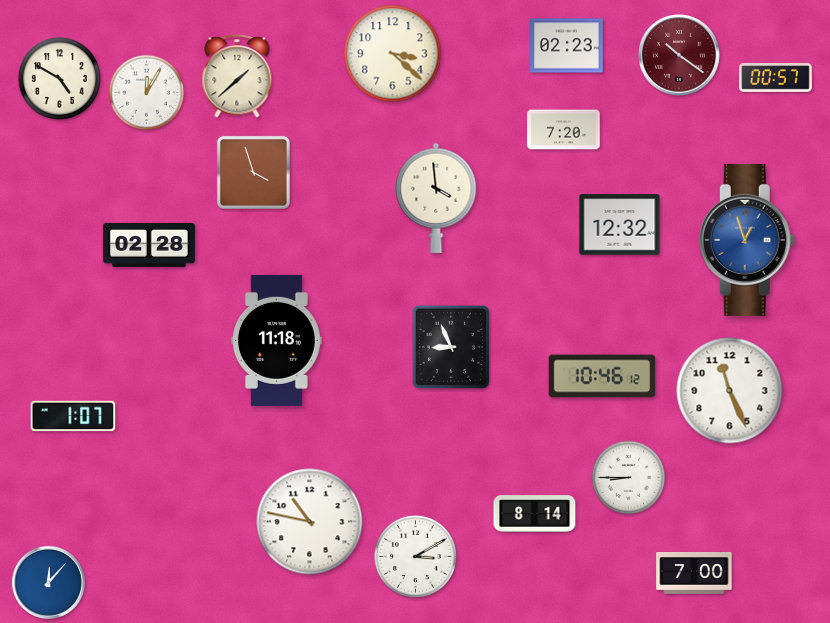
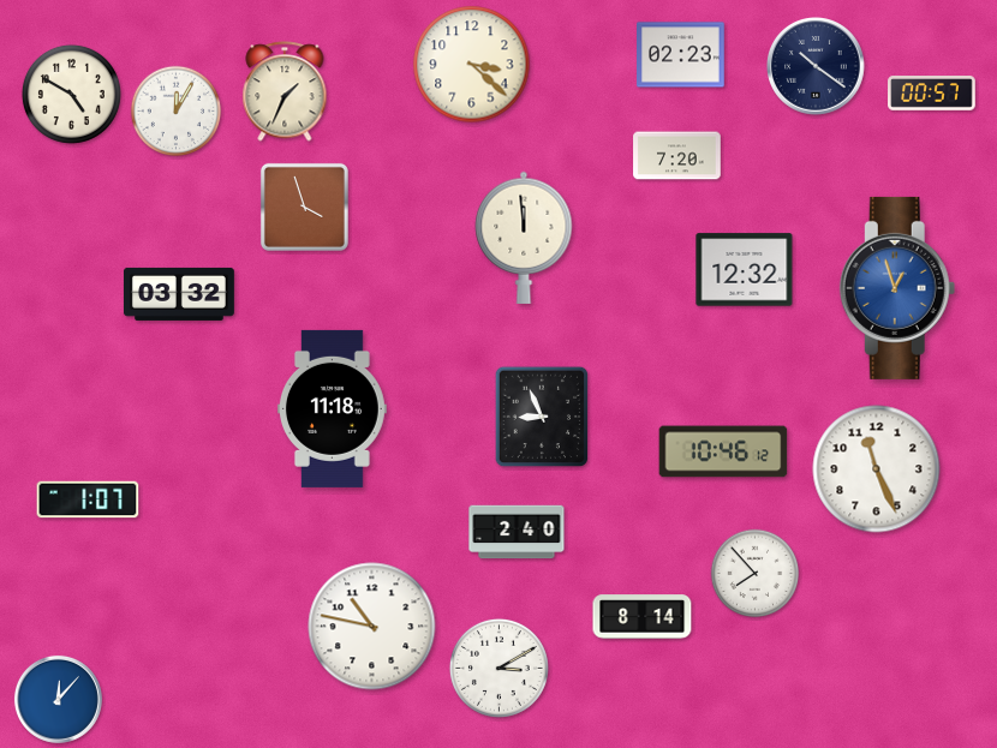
clock at (680, 56) dial: burgundy -> navy
clock at (237, 76): 1:38 -> 1:34
clock at (436, 198): 3:59 -> 11:59
clock at (149, 245): 02:28 -> 03:32
clock at (517, 532): none -> 2:40
clock at (629, 478): 8:45 -> 7:53
clock at (694, 574): 7:00 -> none
